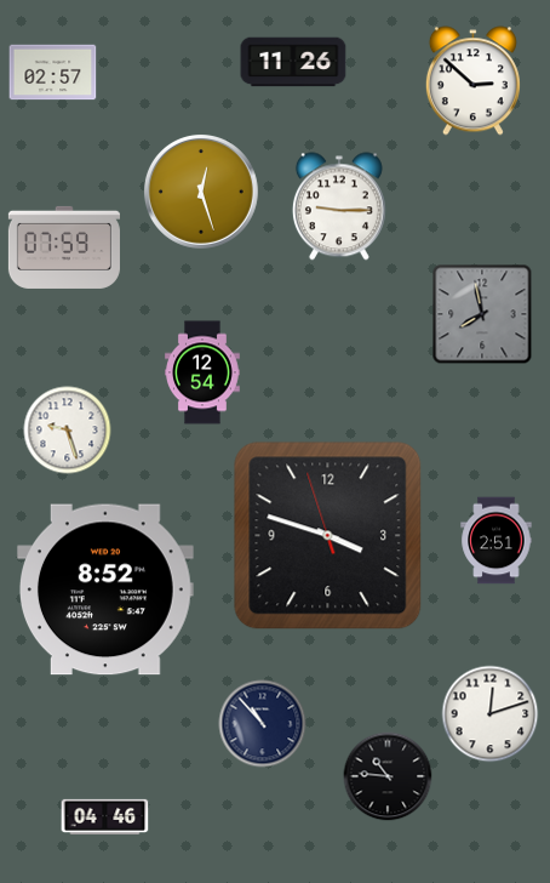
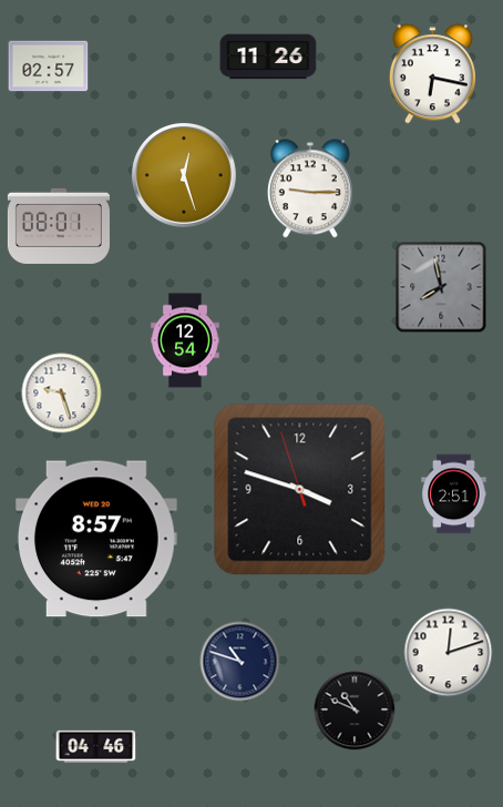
clock at (472, 81): 2:52 -> 6:17
clock at (64, 247): 07:59 -> 08:01
clock at (105, 589): 8:52 -> 8:57
clock at (263, 724): 10:53 -> 10:48
clock at (388, 776): 10:46 -> 10:49
